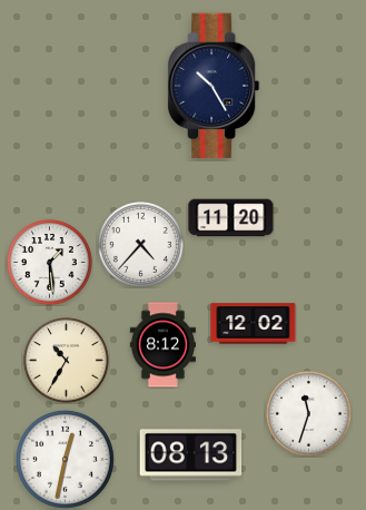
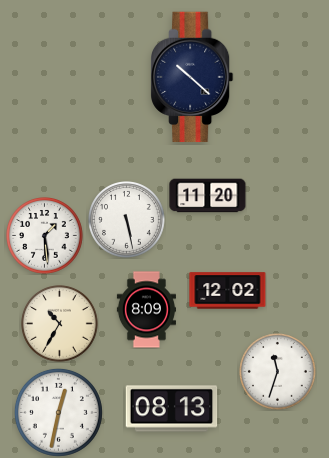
clock at (215, 86): 10:25 -> 10:22
clock at (141, 245): 4:37 -> 5:28
clock at (162, 345): 8:12 -> 8:09
